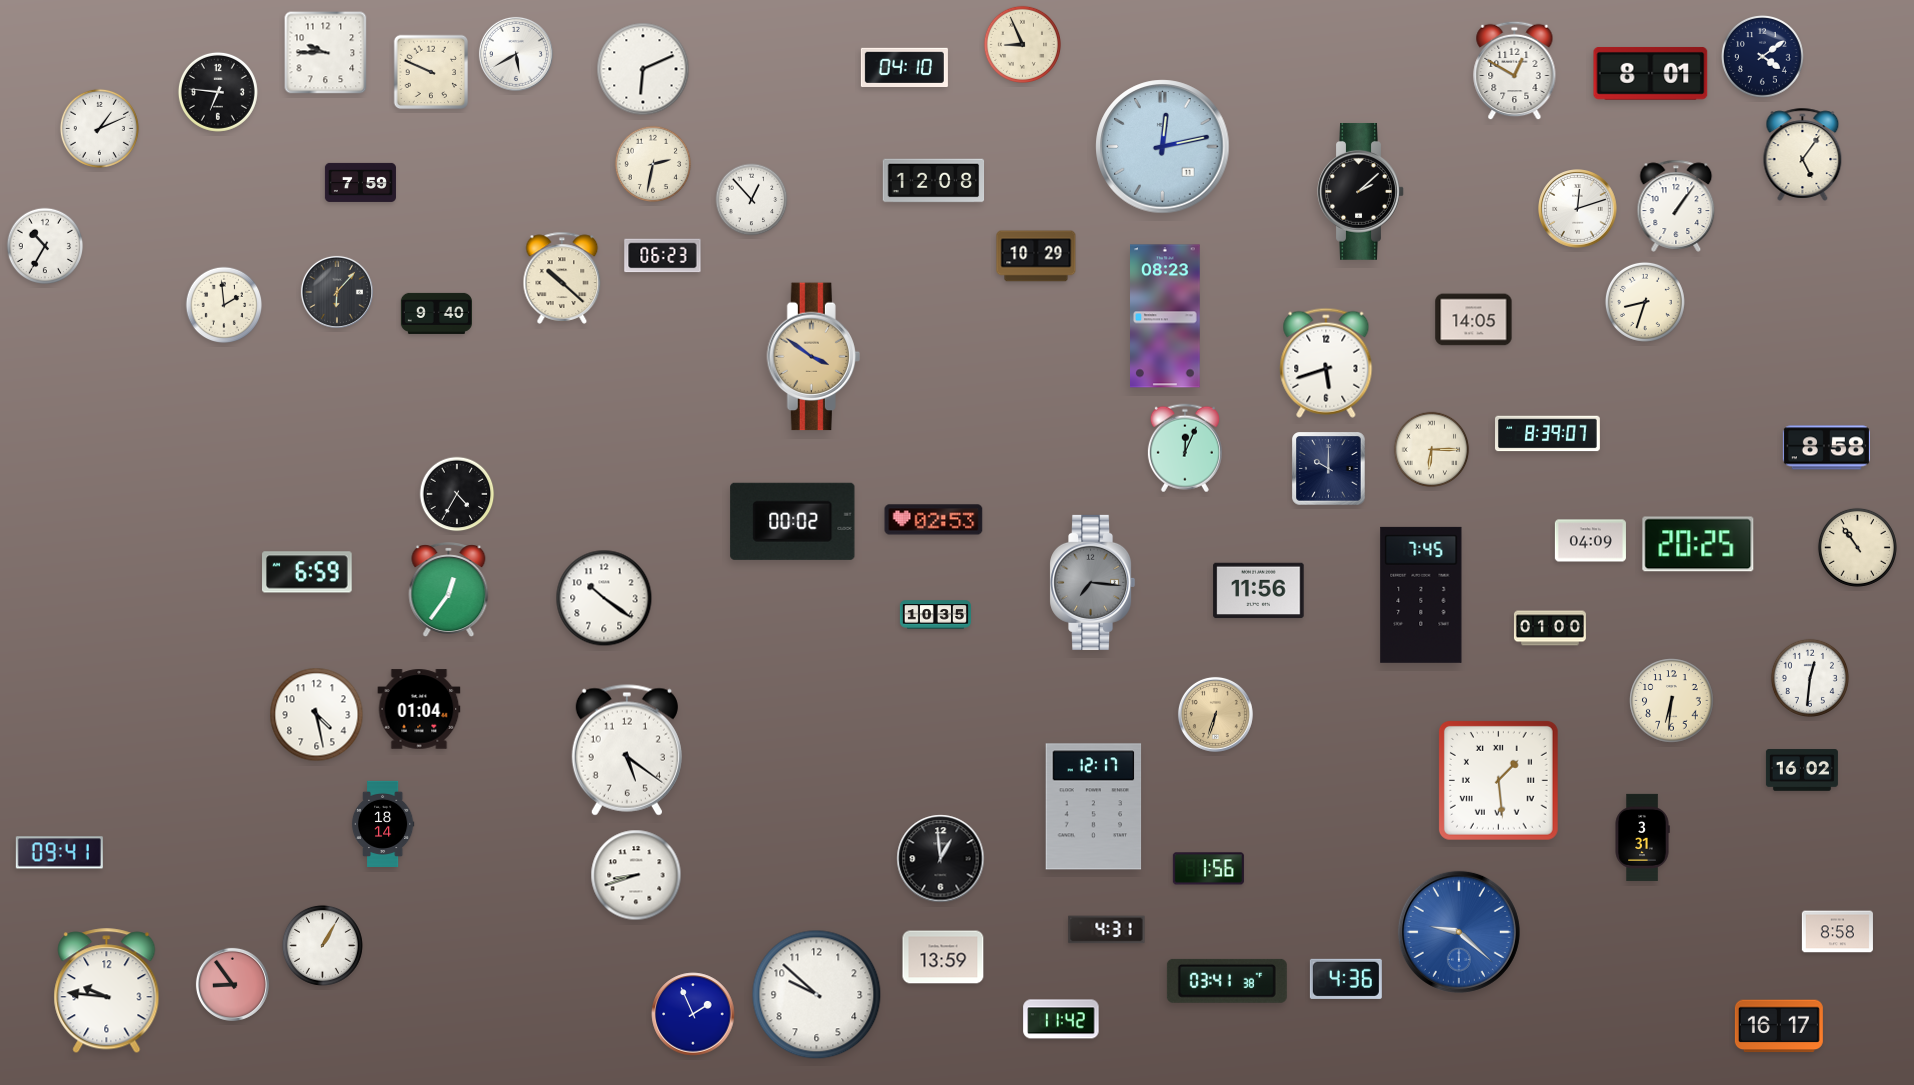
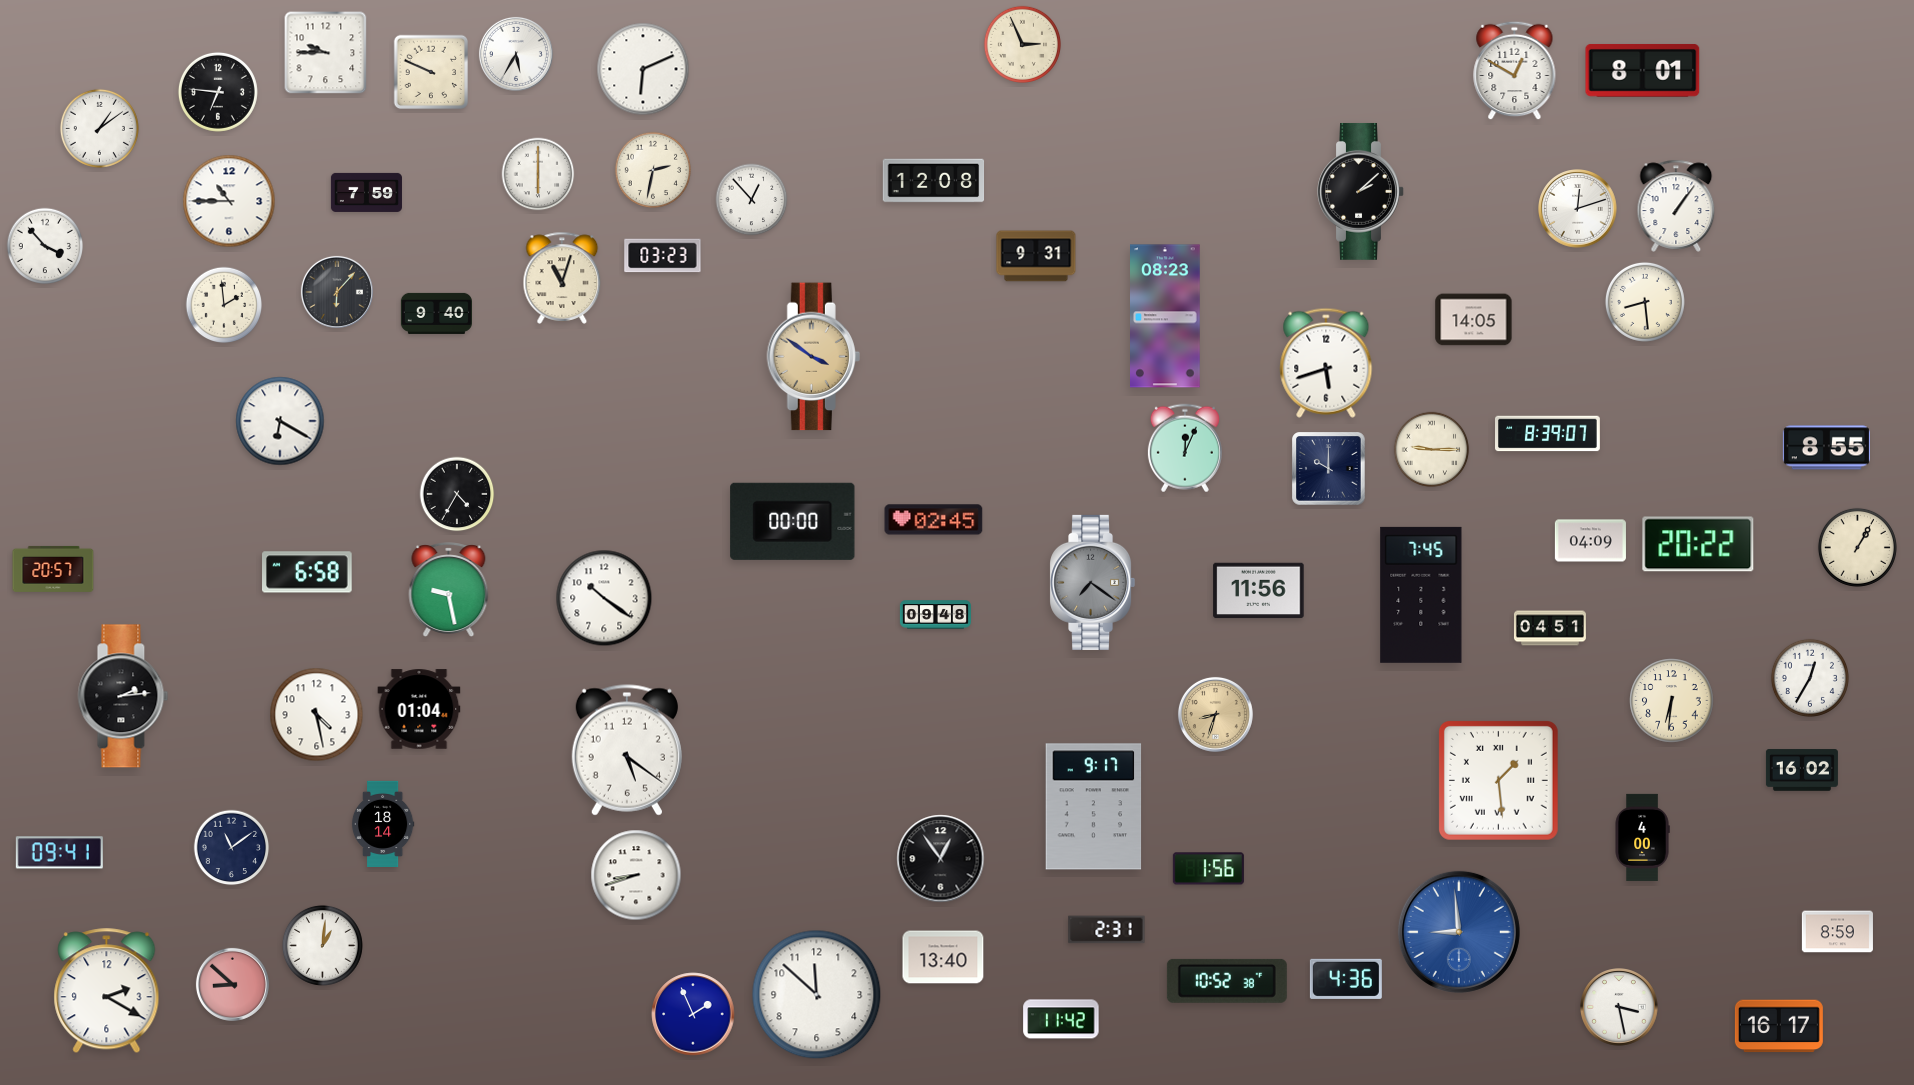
clock at (1022, 44): 8:56 -> 2:56
clock at (516, 54): 5:40 -> 5:35
clock at (1763, 57): 4:09 -> none
clock at (904, 67): 04:10 -> none
clock at (1651, 73) position: (1651, 73) -> (1643, 70)
clock at (99, 128): 1:11 -> 1:09
clock at (1163, 147): 12:13 -> none
clock at (1803, 154): 5:06 -> none
clock at (653, 164) position: (653, 164) -> (653, 170)
clock at (538, 174): none -> 6:00
clock at (360, 182) position: (360, 182) -> (366, 192)
clock at (229, 201): none -> 10:45
clock at (45, 246): 10:35 -> 3:53
clock at (663, 256): 06:23 -> 03:23
clock at (1036, 256): 10:29 -> 9:31
clock at (562, 278): 10:22 -> 11:03
clock at (1645, 302): 8:33 -> 8:29
clock at (280, 421): none -> 6:20
clock at (1826, 448): 8:58 -> 8:55
clock at (1432, 450): 6:15 -> 9:15
clock at (934, 520): 02:53 -> 02:45
clock at (793, 521): 00:02 -> 00:00
clock at (1698, 544): 20:25 -> 20:22
clock at (1857, 547): 10:54 -> 1:05
clock at (53, 569): none -> 20:57
clock at (308, 572): 6:59 -> 6:58
clock at (1093, 582): 7:16 -> 7:21
clock at (449, 589): 12:36 -> 9:28
clock at (935, 615): 10:35 -> 09:48
clock at (1550, 628): 01:00 -> 04:51
clock at (1810, 678): 12:31 -> 12:35
clock at (123, 696): none -> 2:14
clock at (1215, 714): 6:33 -> 8:33
clock at (1094, 807): 12:17 -> 9:17
clock at (1642, 837): 3:31 -> 4:00
clock at (232, 848): none -> 11:09
clock at (941, 859): 12:59 -> 12:54
clock at (1107, 930): 4:31 -> 2:31
clock at (1459, 932): 9:22 -> 8:59
clock at (1837, 932): 8:58 -> 8:59
clock at (322, 945): 1:05 -> 1:01
clock at (943, 957): 13:59 -> 13:40
clock at (1227, 981): 03:41 -> 10:52
clock at (232, 984): 8:54 -> 8:52
clock at (107, 991): 9:46 -> 2:20
clock at (817, 995): 9:52 -> 11:52
clock at (1620, 1008): none -> 3:28
